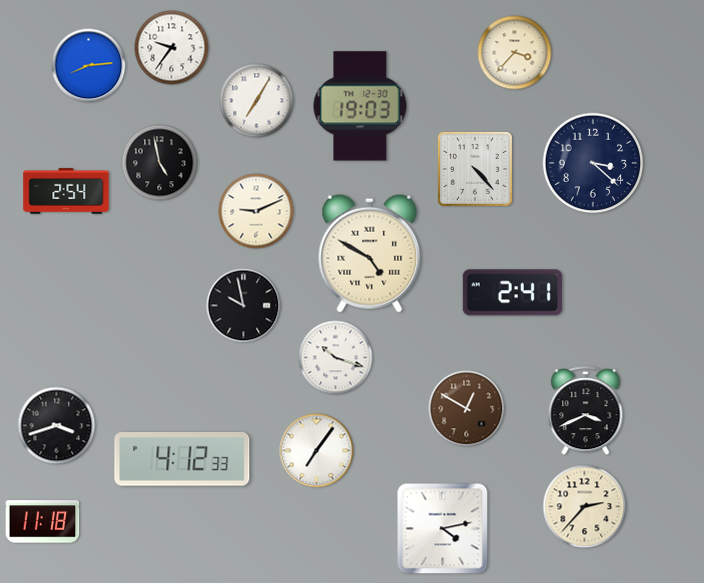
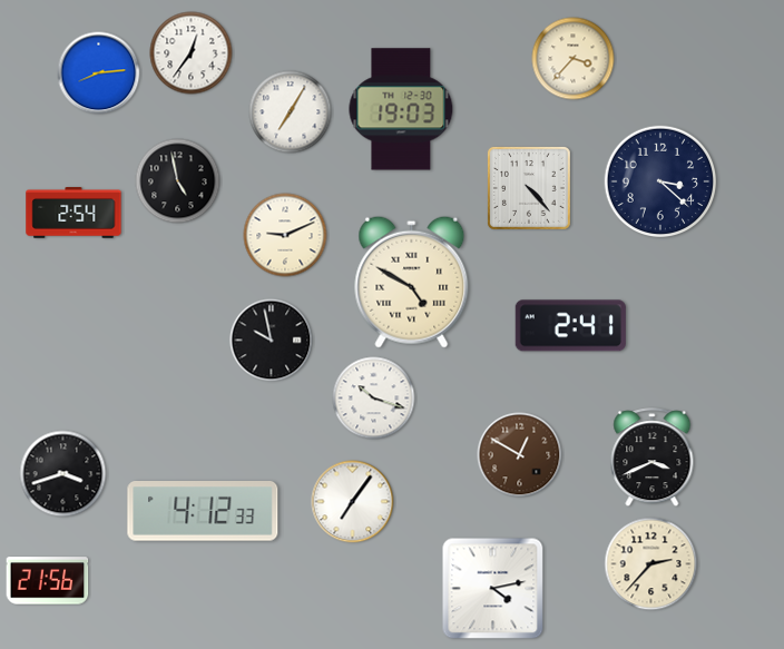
clock at (172, 48): 9:36 -> 12:36
clock at (257, 101) position: (257, 101) -> (291, 112)
clock at (360, 106) position: (360, 106) -> (401, 109)
clock at (43, 522): 11:18 -> 21:56
